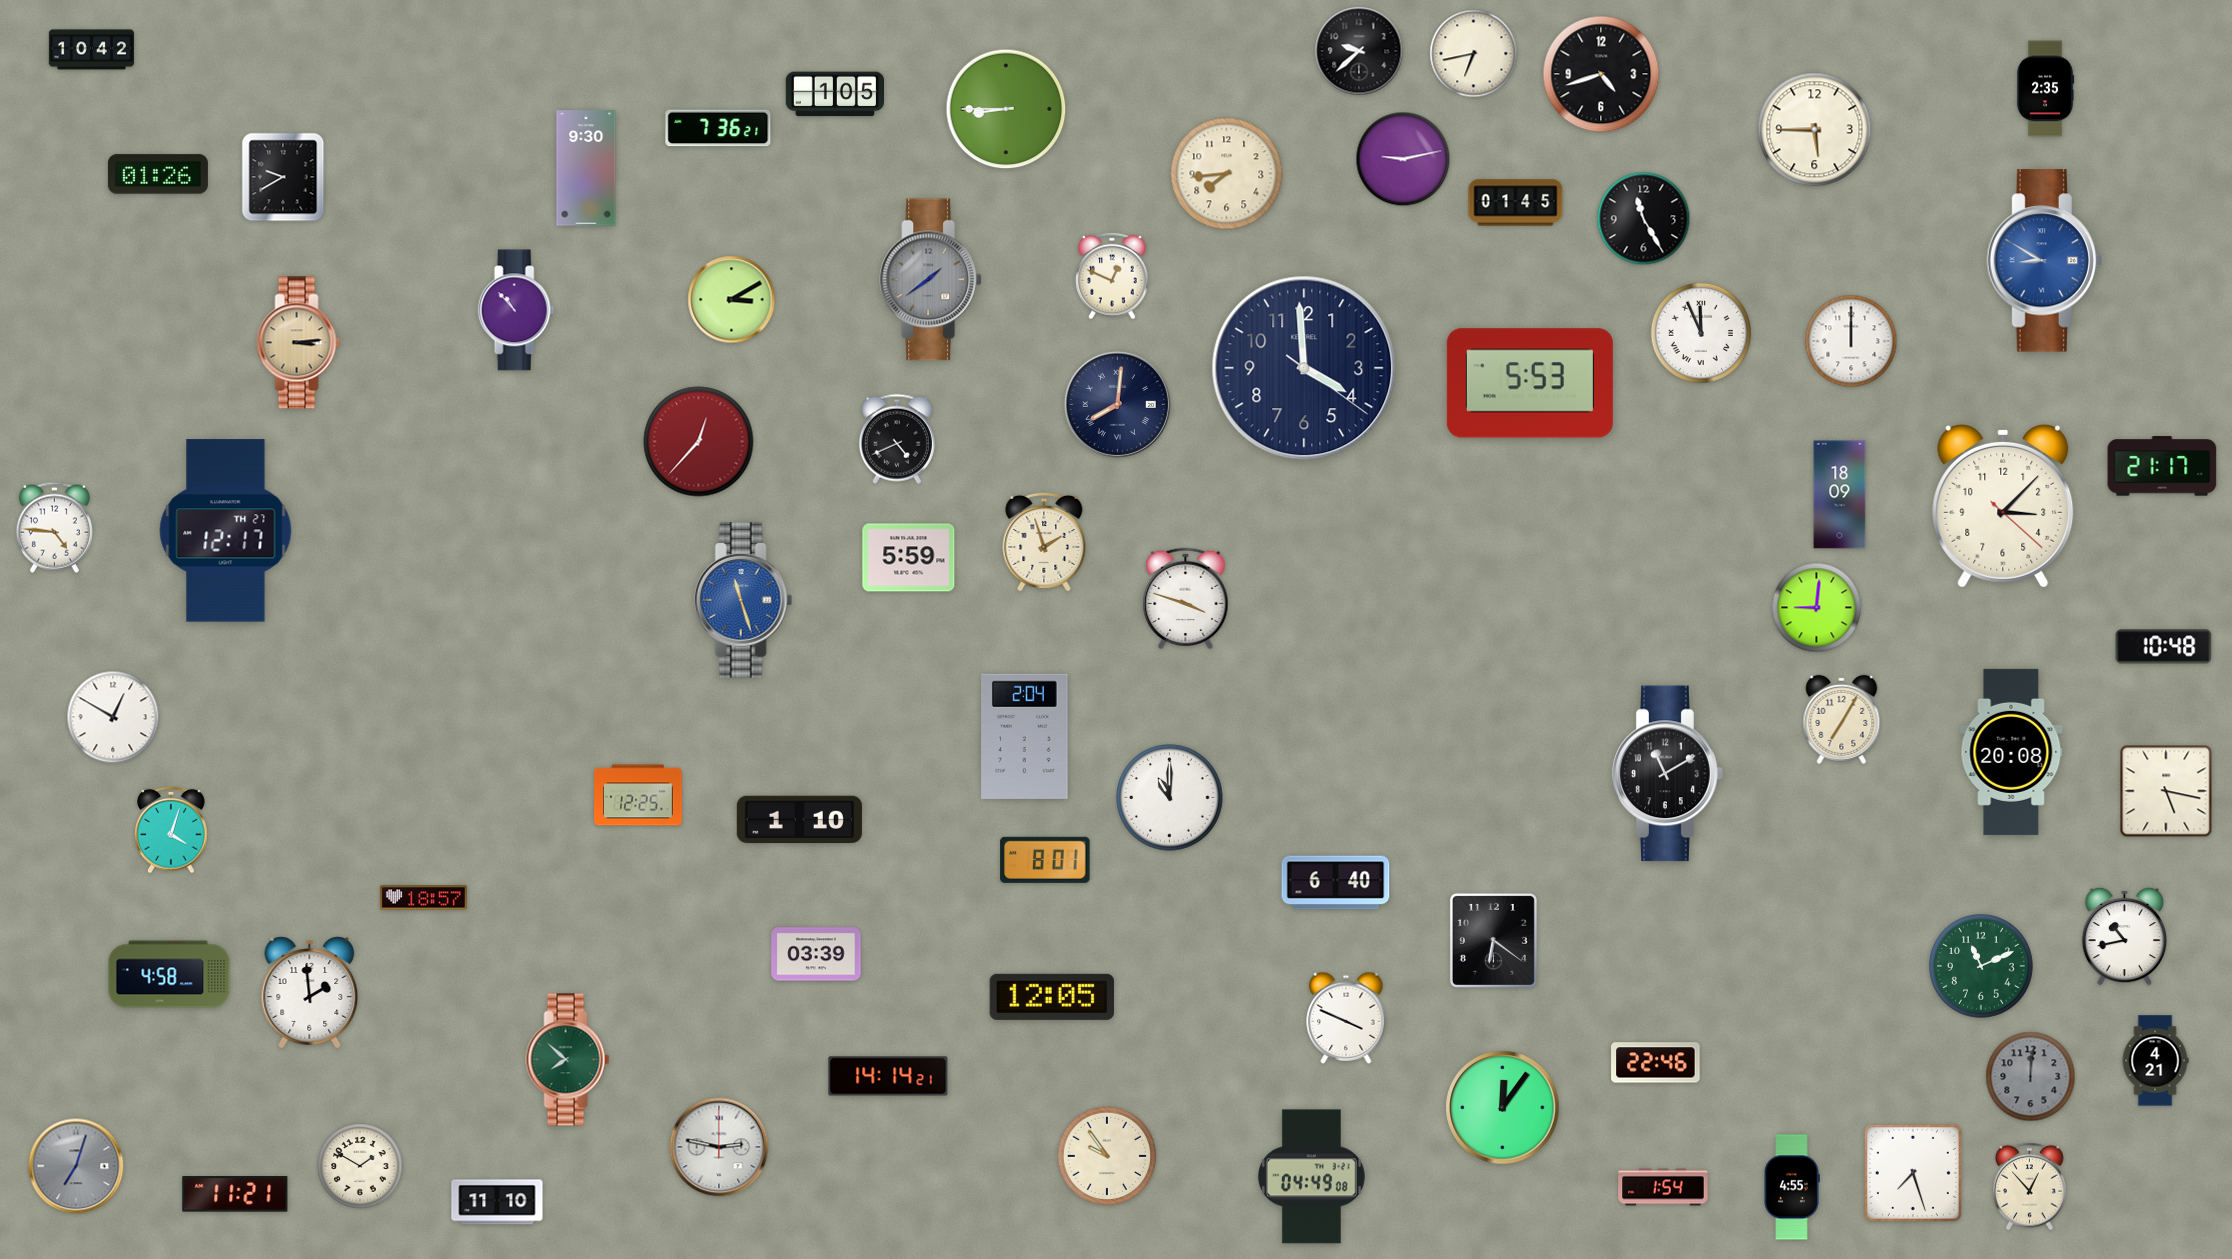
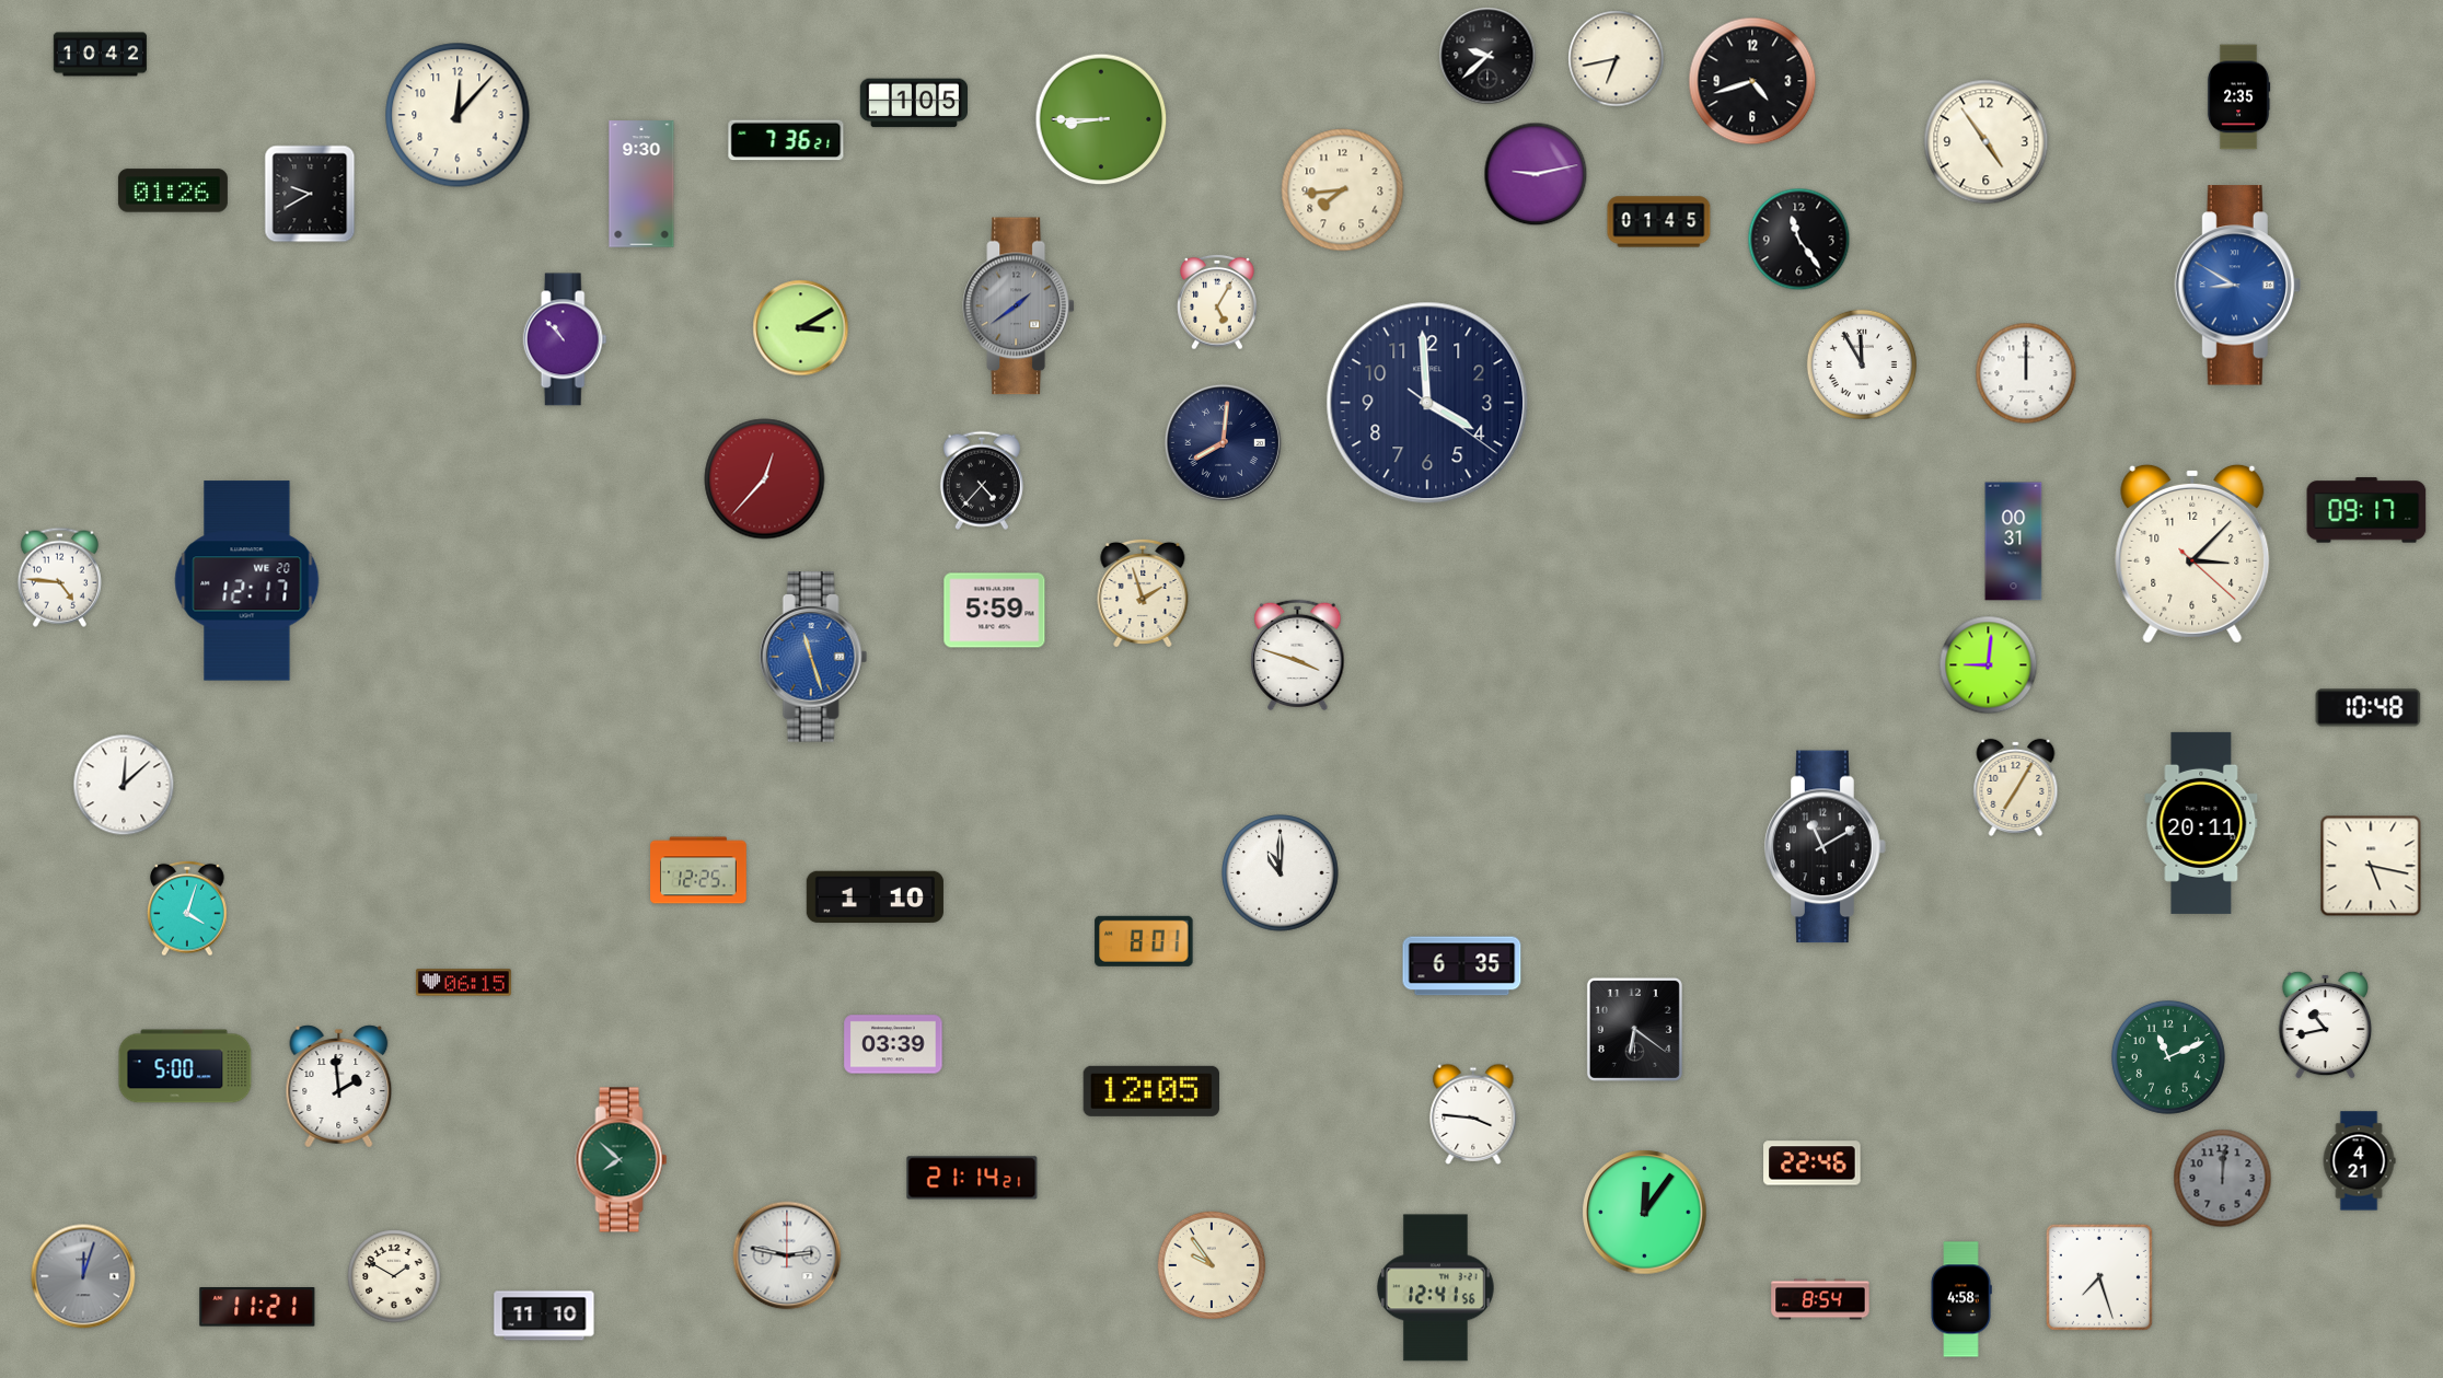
clock at (1474, 54) position: (1474, 54) -> (1617, 59)
clock at (458, 115): none -> 12:07
clock at (1815, 130): 5:45 -> 4:54
clock at (1644, 219): 11:25 -> 11:24
clock at (1112, 276): 12:49 -> 5:05
clock at (1701, 333): 11:56 -> 11:55
clock at (299, 343): 3:14 -> none
clock at (1530, 383): 5:53 -> none
clock at (897, 439): 4:41 -> 4:37
clock at (699, 442) position: (699, 442) -> (765, 479)
clock at (2162, 466): 21:17 -> 09:17
clock at (1840, 495): 18:09 -> 00:31
clock at (226, 531) date: TH 27 -> WE 20
clock at (113, 717): 12:50 -> 12:08
clock at (1025, 736): 2:04 -> none
clock at (2011, 752): 20:08 -> 20:11
clock at (1336, 883): 6:40 -> 6:35
clock at (423, 898): 18:57 -> 06:15
clock at (169, 974): 4:58 -> 5:00
clock at (1346, 1018): 3:49 -> 3:46
clock at (888, 1076): 14:14 -> 21:14
clock at (76, 1166): 7:03 -> 12:03
clock at (1913, 1173) position: (1913, 1173) -> (2099, 1277)
clock at (1311, 1177): 04:49 -> 12:41
clock at (1663, 1187): 1:54 -> 8:54
clock at (1792, 1187): 4:55 -> 4:58
clock at (2030, 1187): 12:53 -> none
